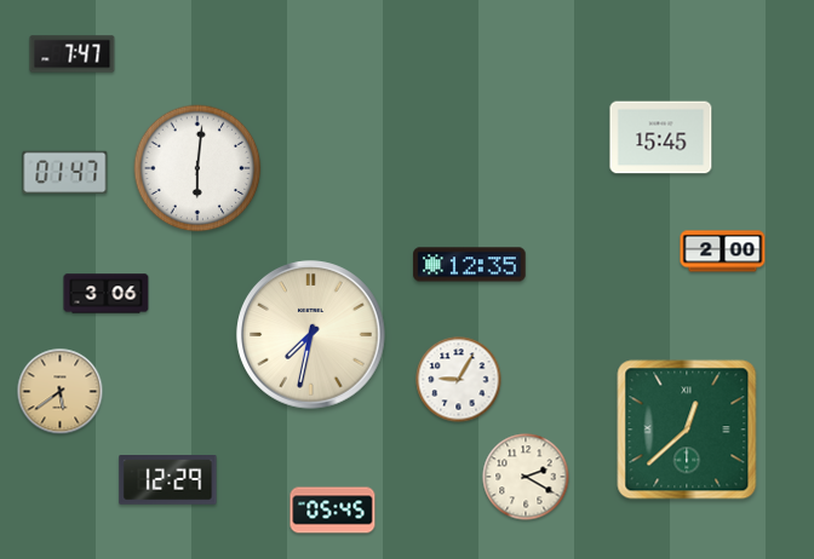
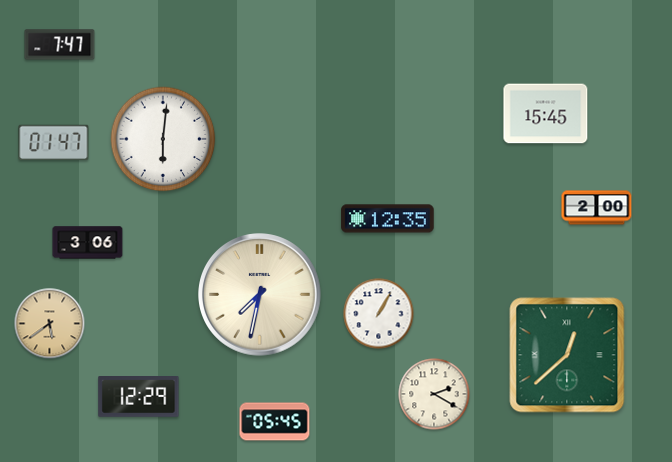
clock at (311, 335) position: (311, 335) -> (260, 295)
clock at (459, 380): 9:05 -> 1:05
